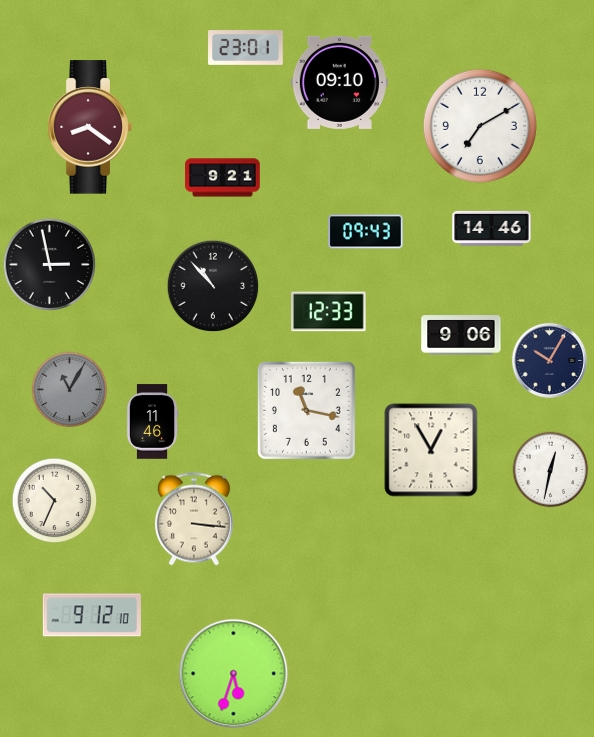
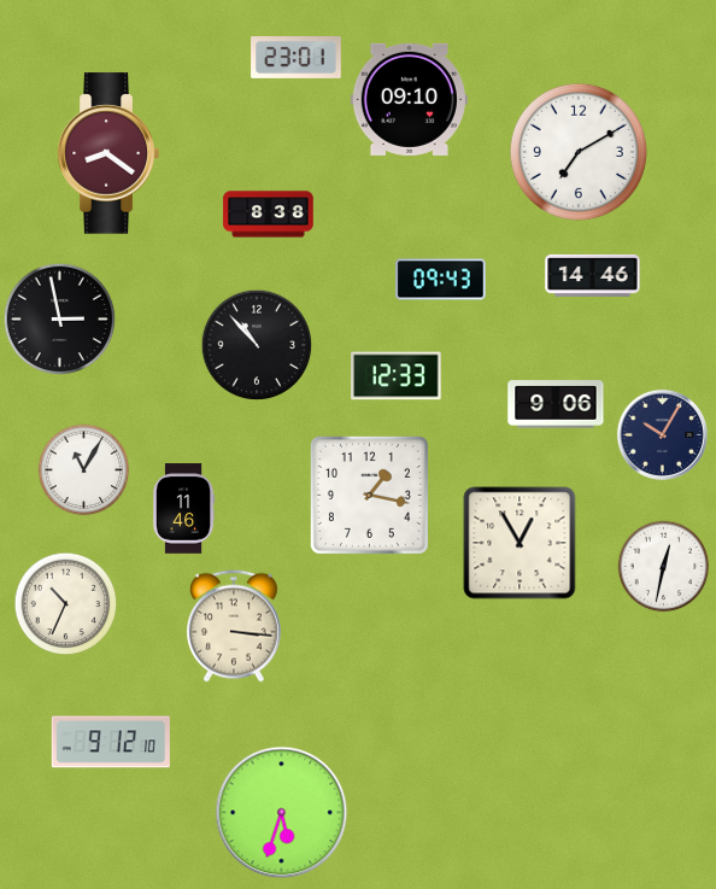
clock at (223, 178): 9:21 -> 8:38
clock at (70, 390) dial: grey -> white
clock at (306, 410): 11:17 -> 1:17
